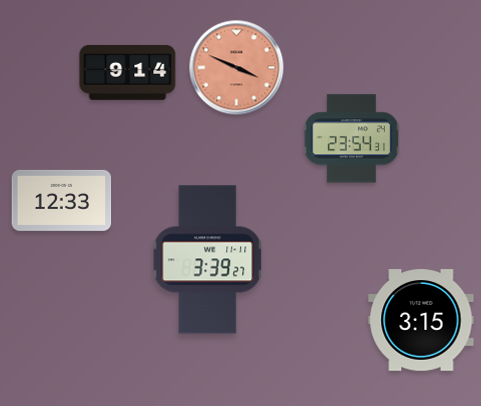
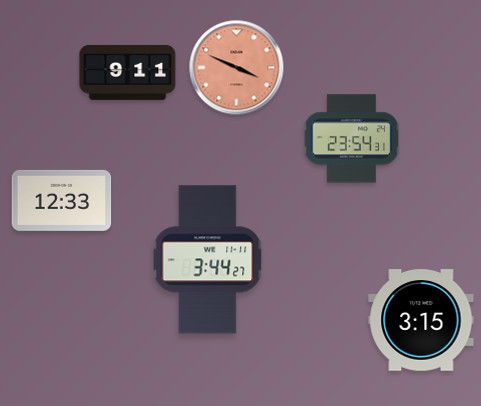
clock at (128, 72): 9:14 -> 9:11
clock at (208, 260): 3:39 -> 3:44
